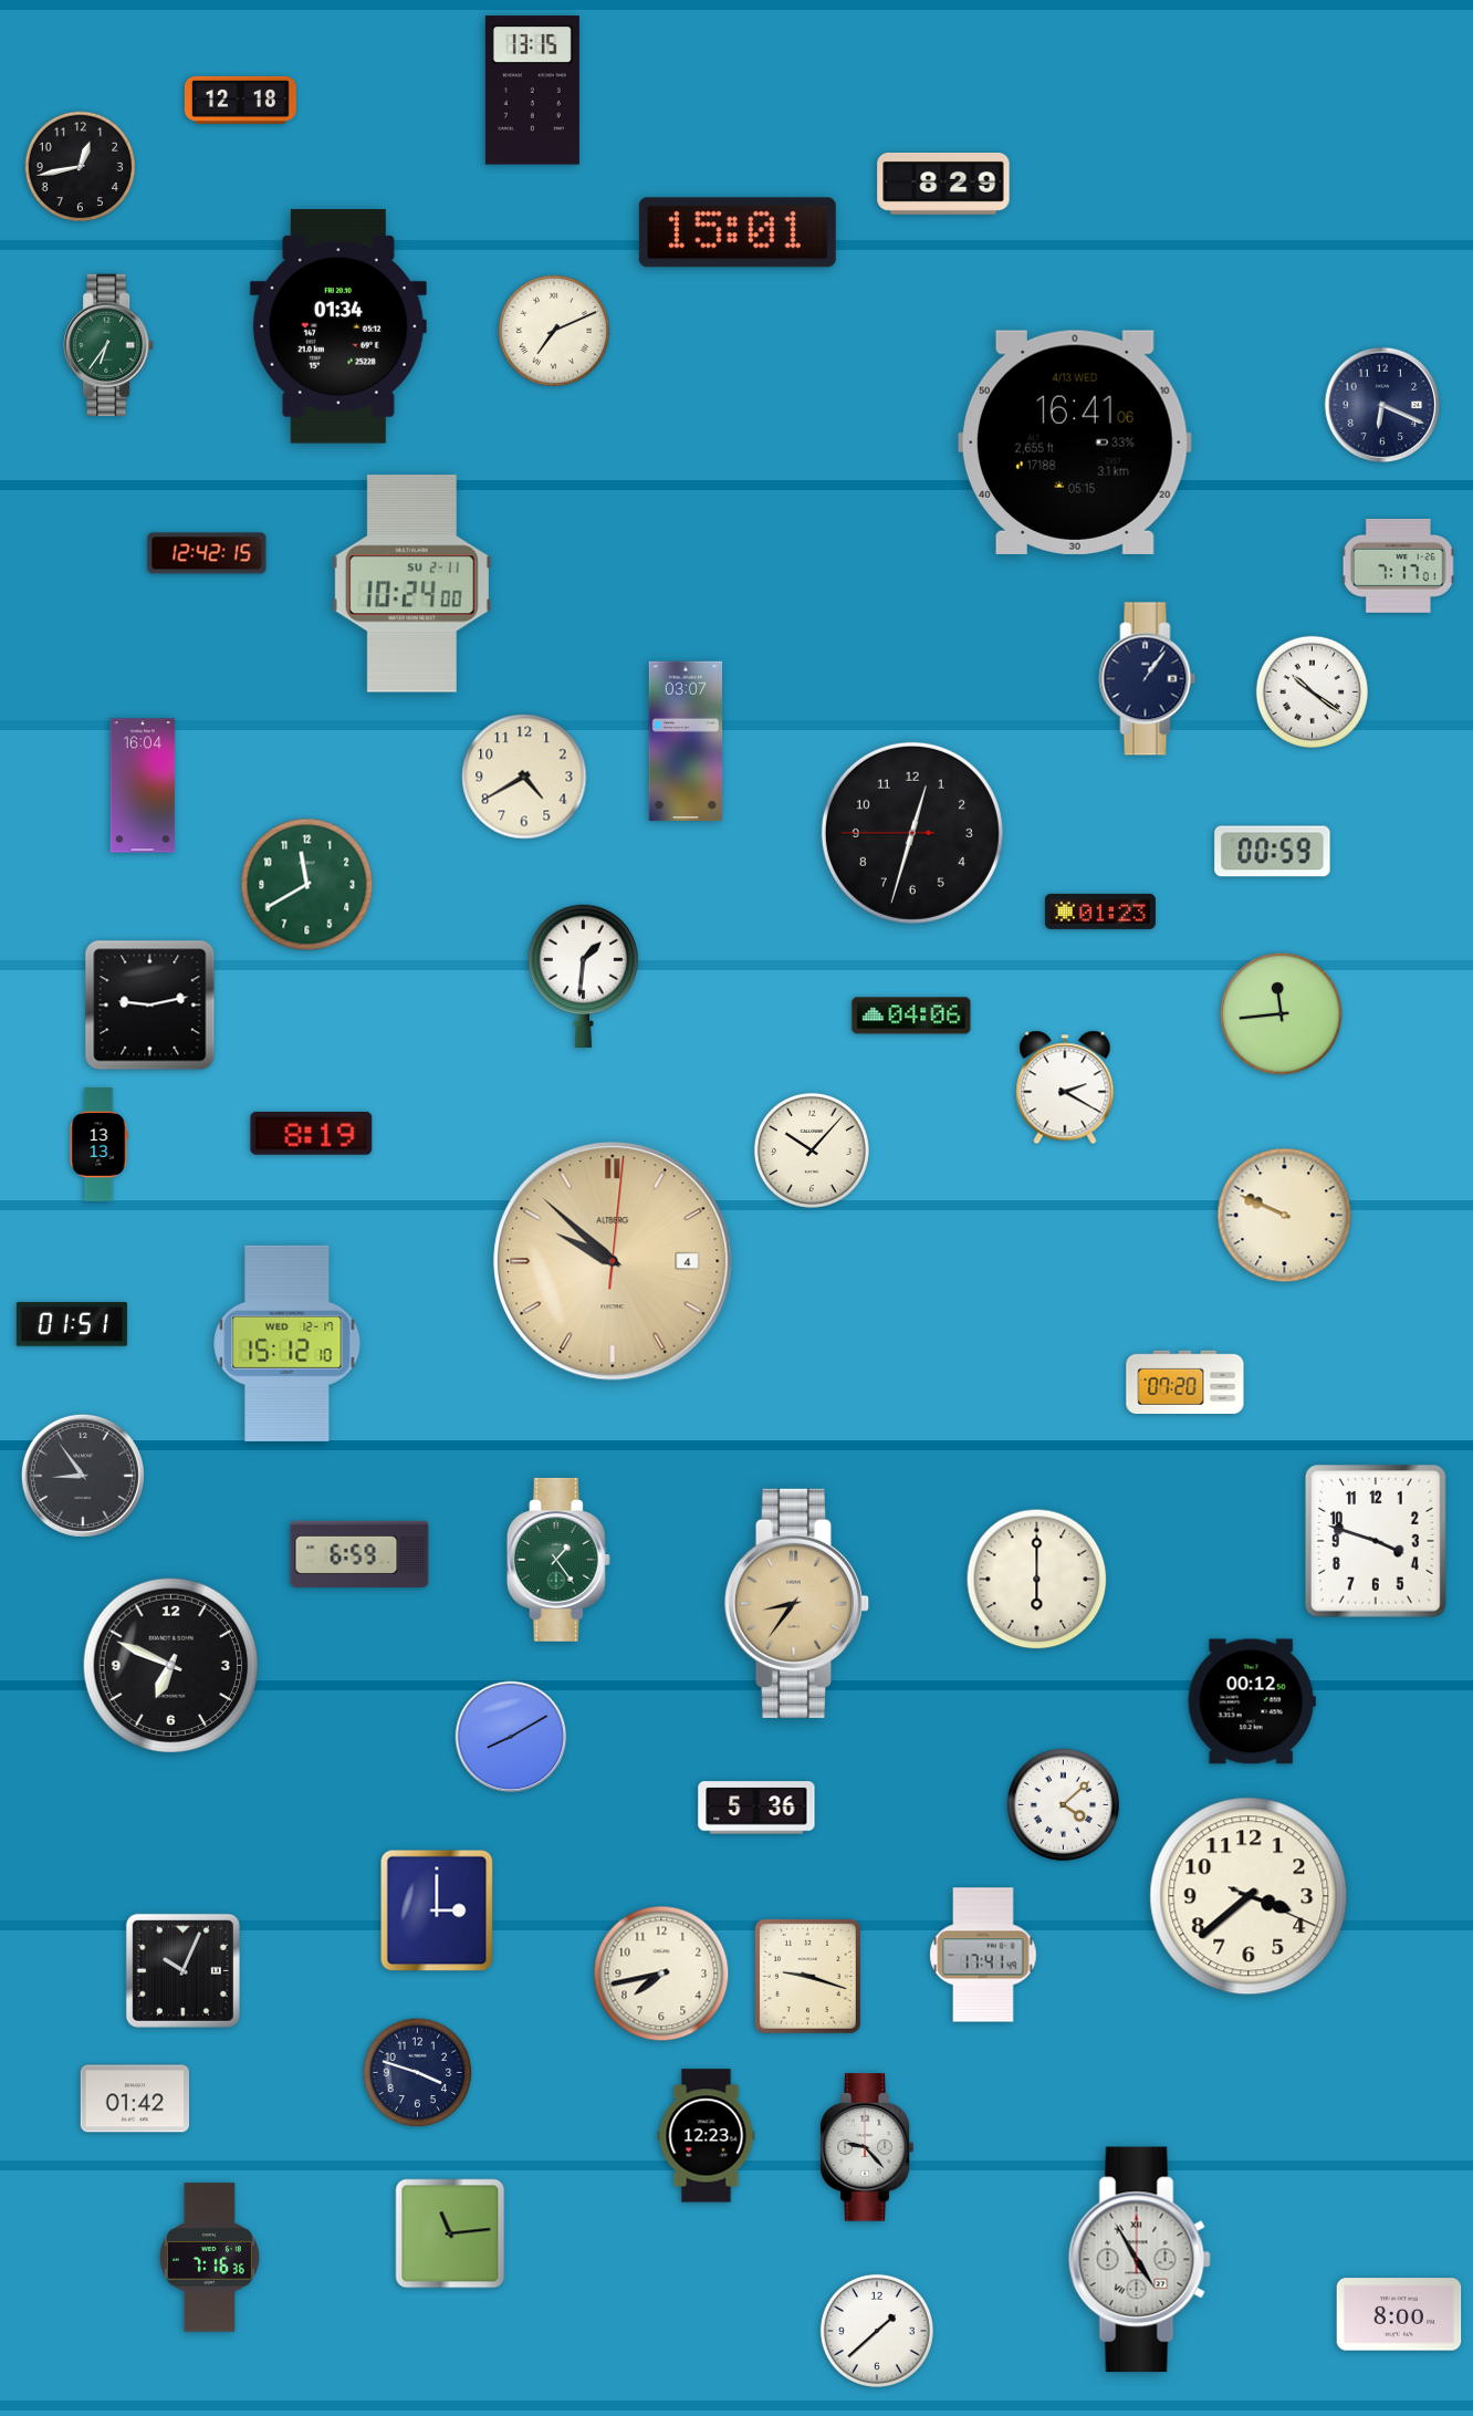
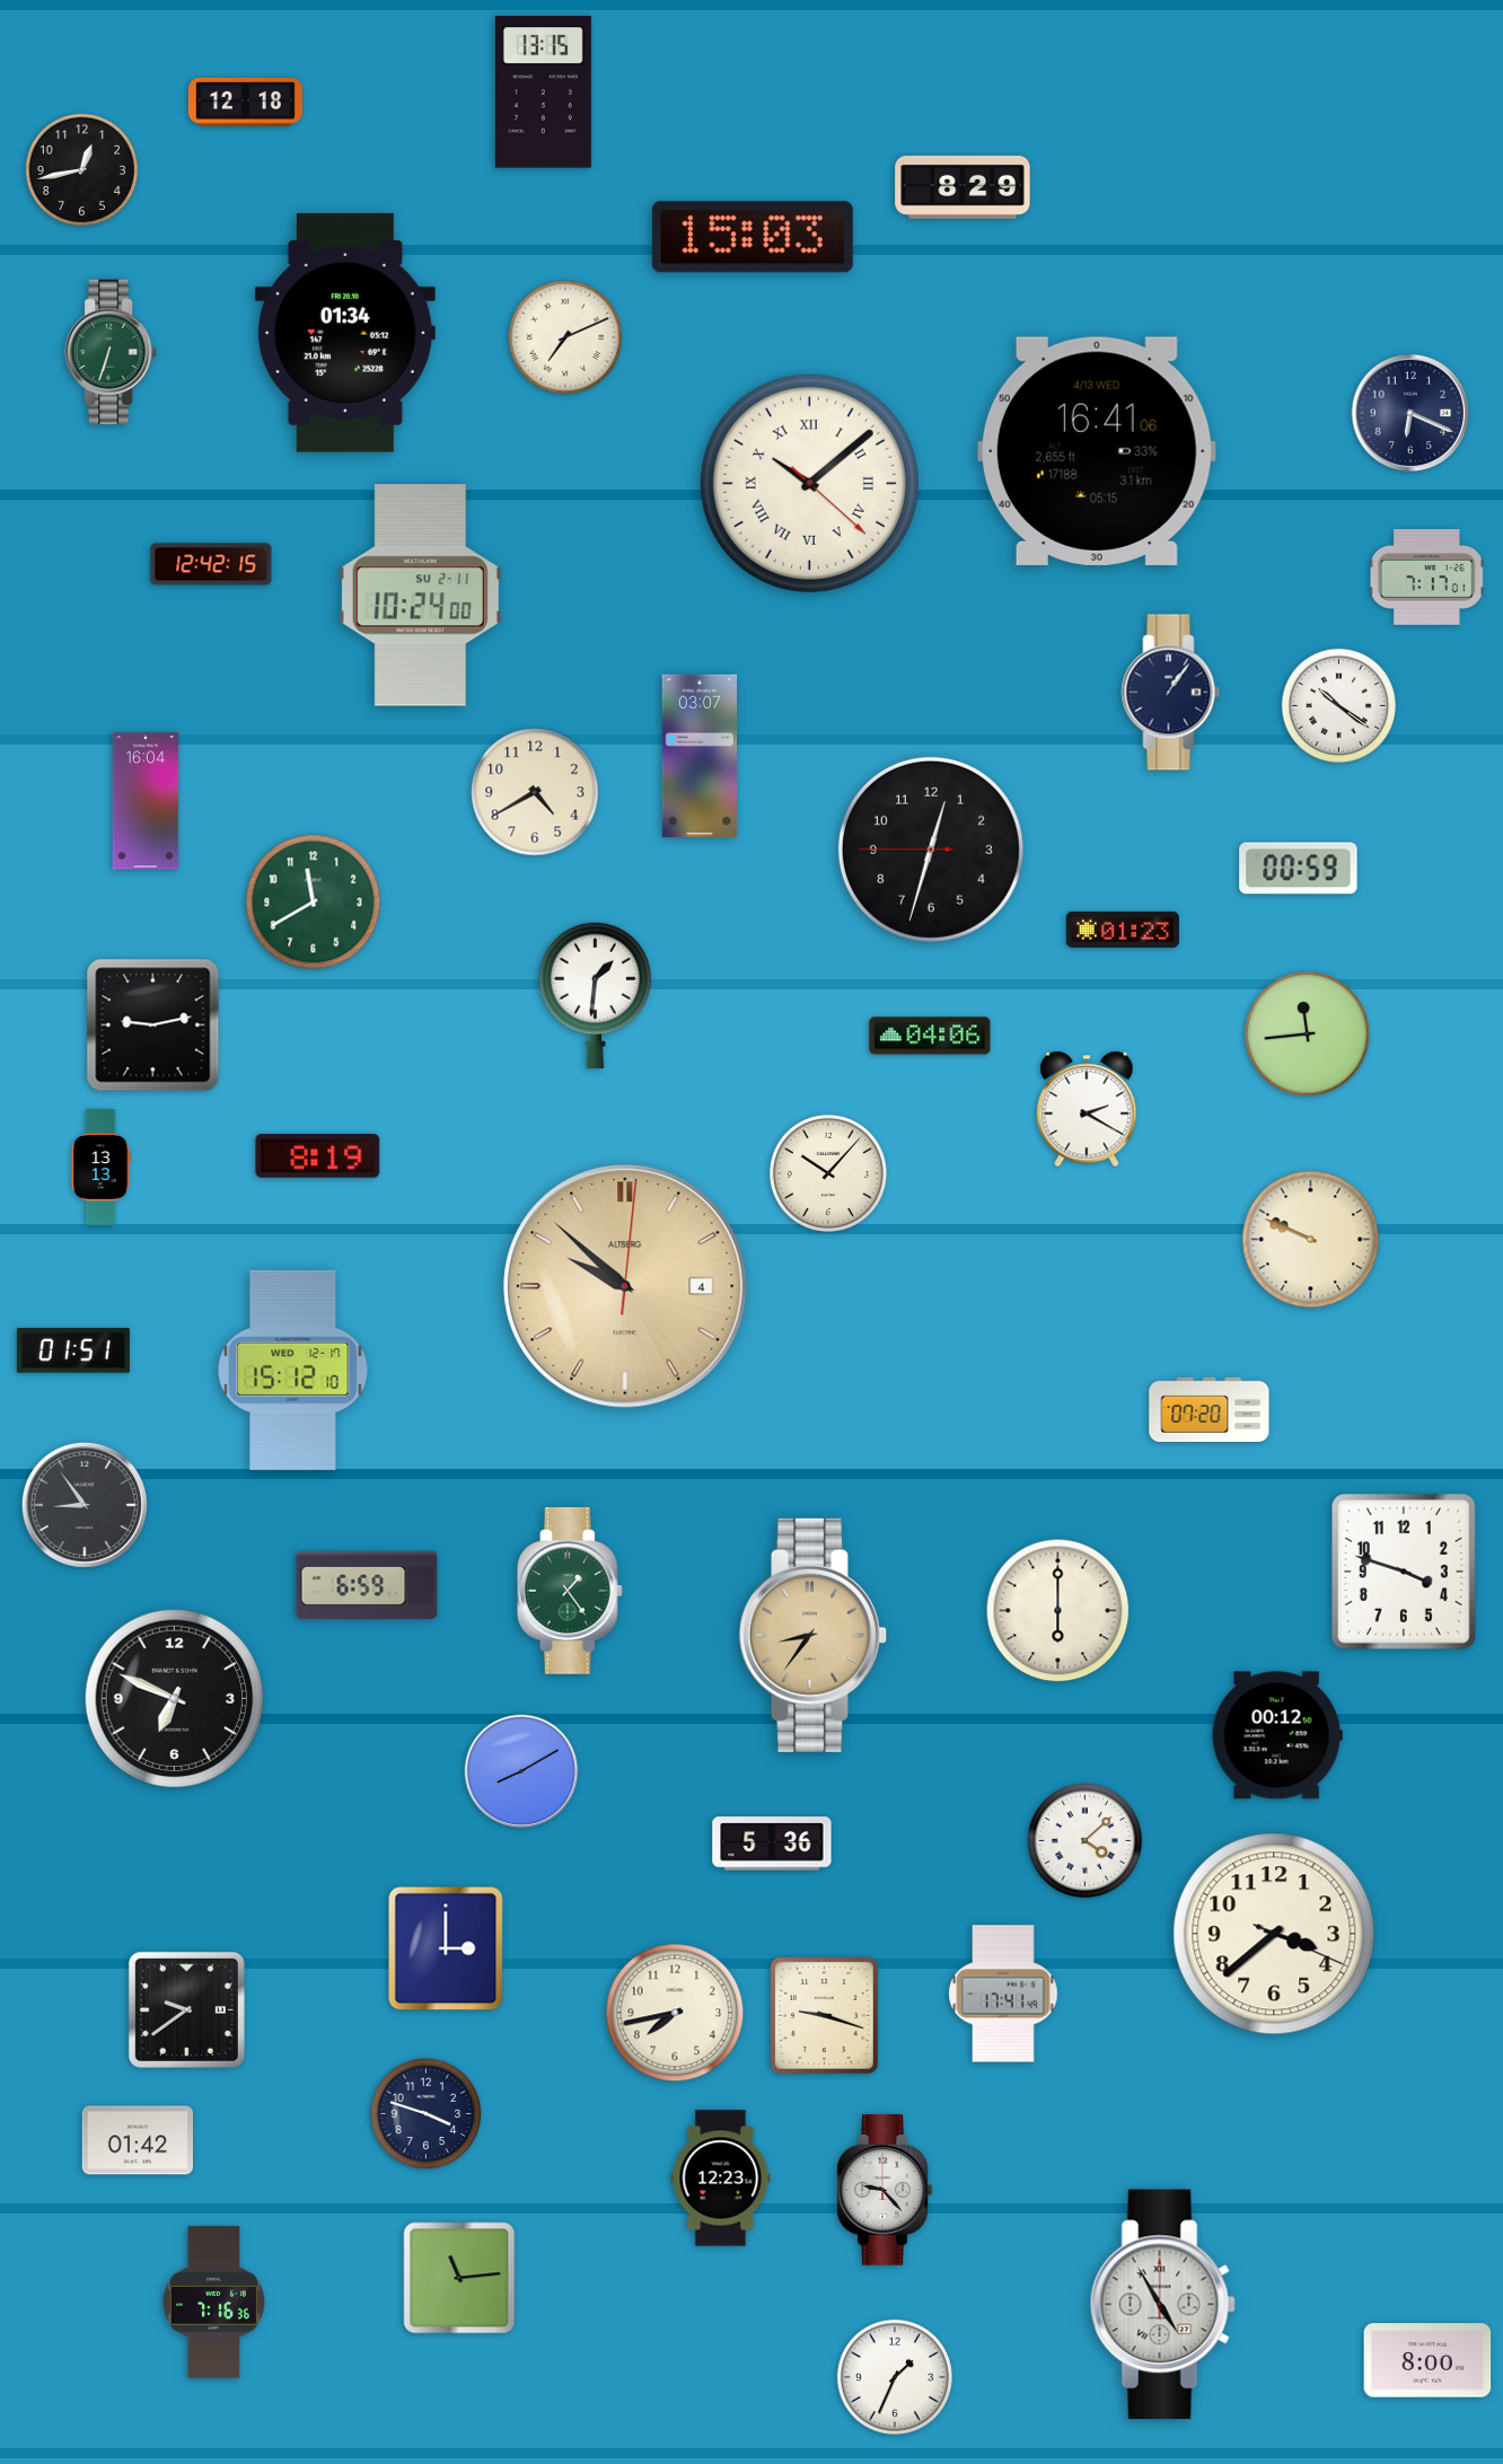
clock at (738, 232): 15:01 -> 15:03
clock at (108, 345): 6:36 -> 6:33
clock at (809, 483): none -> 10:08
clock at (182, 1970): 10:04 -> 9:39
clock at (877, 2331): 1:38 -> 1:34
